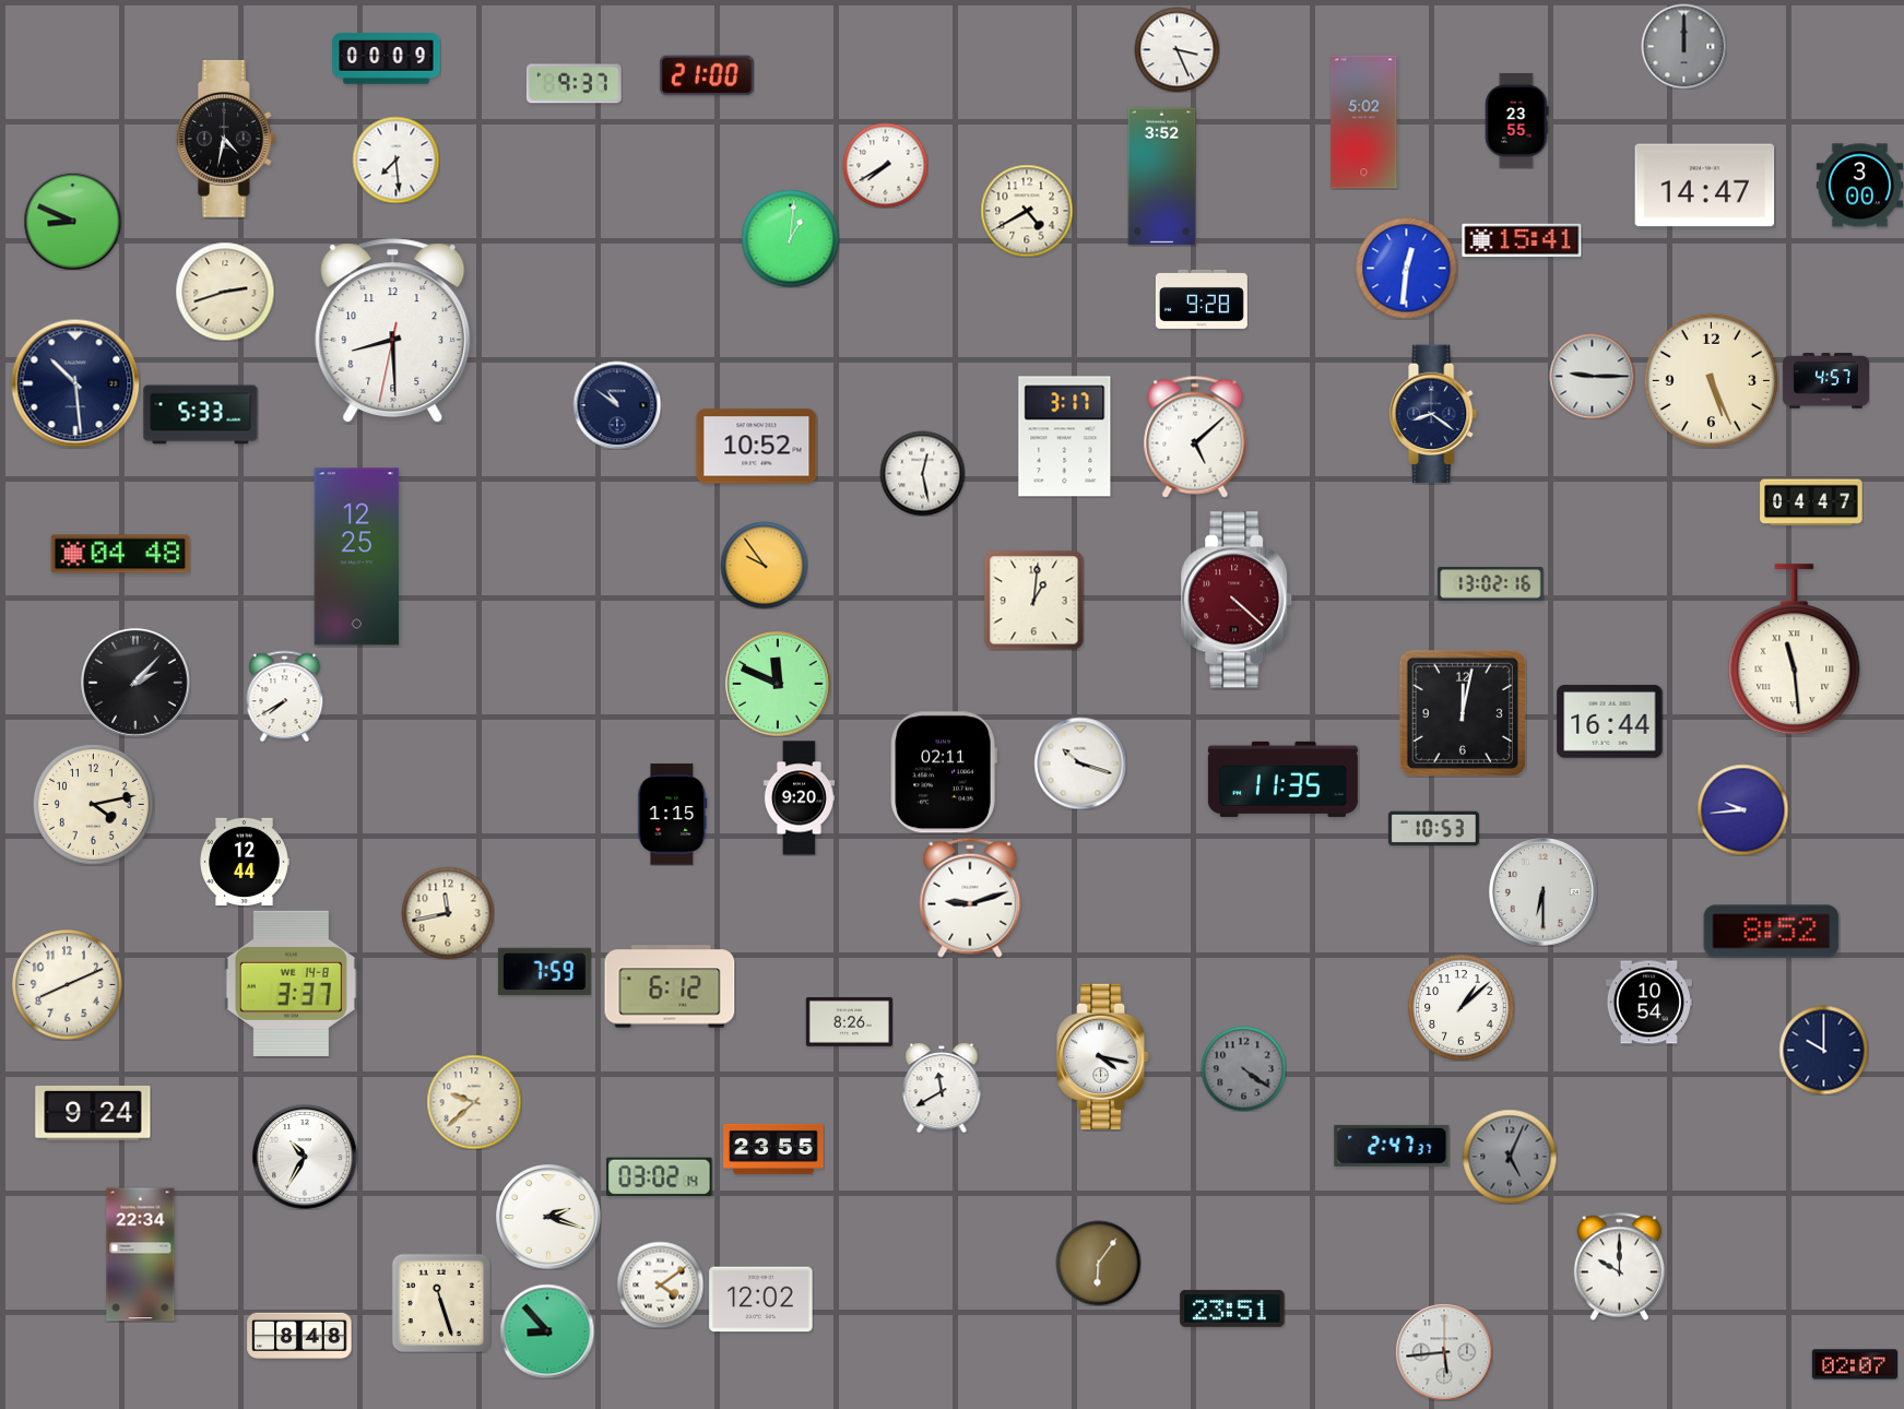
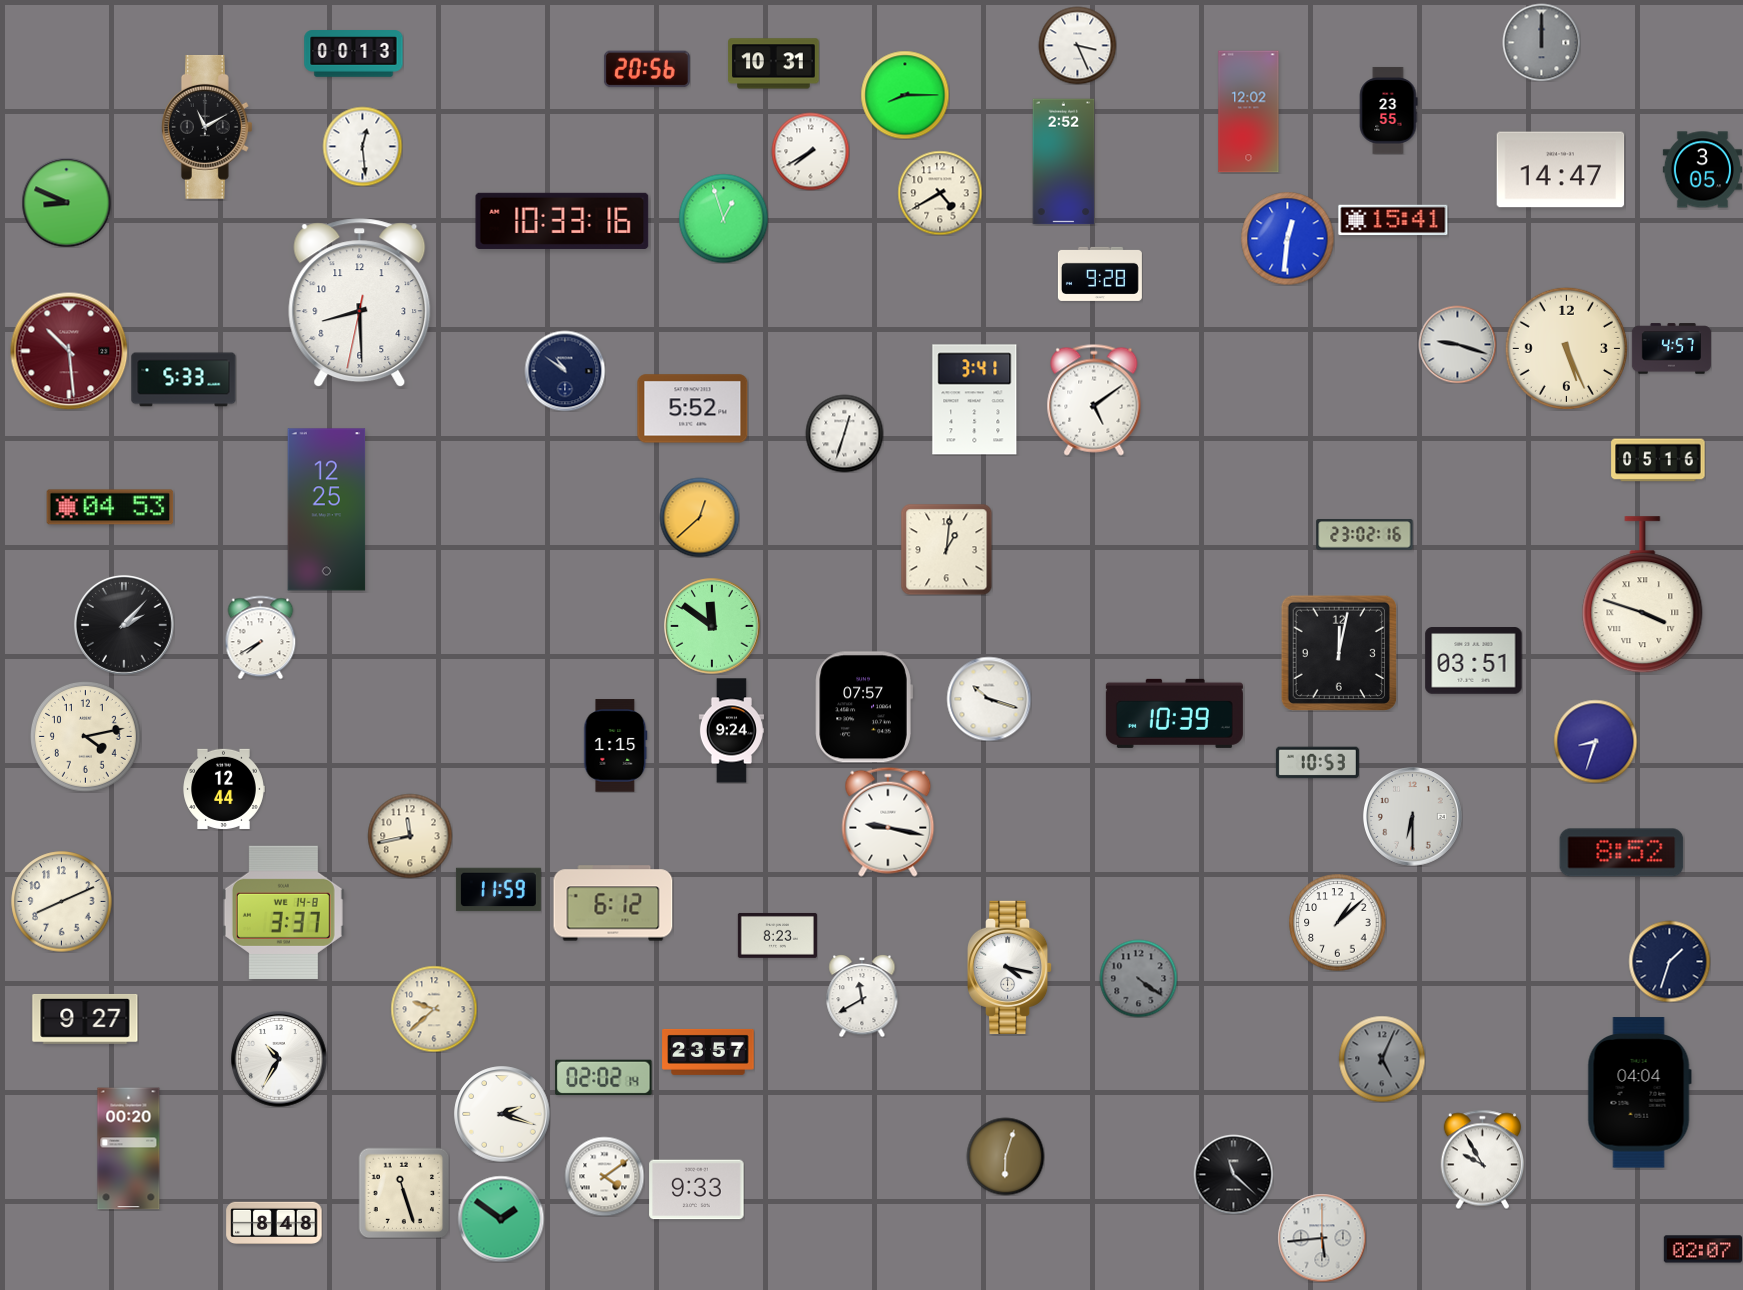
clock at (387, 59): 00:09 -> 00:13
clock at (774, 64): none -> 10:31
clock at (707, 75): 21:00 -> 20:56
clock at (573, 84): 9:37 -> none
clock at (905, 95): none -> 8:15
clock at (1364, 122): 5:02 -> 12:02
clock at (226, 139): 4:32 -> 11:10
clock at (395, 159): 7:29 -> 12:29
clock at (1162, 177): 3:52 -> 2:52
clock at (1859, 186): 3:00 -> 3:05
clock at (790, 238): 1:01 -> 12:57
clock at (562, 221): none -> 10:33
clock at (1406, 268) position: (1406, 268) -> (1287, 238)
clock at (225, 292): 2:42 -> none
clock at (1592, 376): 9:15 -> 9:18
clock at (75, 383) dial: navy -> burgundy
clock at (1434, 414): 8:21 -> none
clock at (1065, 437): 3:17 -> 3:41
clock at (1195, 437): 5:08 -> 5:09
clock at (757, 447): 10:52 -> 5:52
clock at (922, 473): 12:28 -> 12:33
clock at (1811, 502): 04:47 -> 05:16
clock at (120, 554): 04:48 -> 04:53
clock at (764, 565): 9:54 -> 12:38
clock at (1491, 584): 13:02 -> 23:02
clock at (1238, 600): 4:22 -> none
clock at (1795, 650): 11:29 -> 3:48
clock at (778, 684): 11:49 -> 11:51
clock at (1610, 722): 16:44 -> 03:51
clock at (944, 772): 02:11 -> 07:57
clock at (1282, 779): 11:35 -> 10:39
clock at (799, 798): 9:20 -> 9:24
clock at (1742, 809): 9:44 -> 8:33
clock at (1433, 829) position: (1433, 829) -> (1317, 763)
clock at (970, 898): 9:12 -> 9:17
clock at (544, 972): 7:59 -> 11:59
clock at (291, 983) position: (291, 983) -> (283, 912)
clock at (1648, 1003): 10:54 -> none
clock at (849, 1021): 8:26 -> 8:23
clock at (1823, 1050): 10:00 -> 1:33
clock at (93, 1113): 9:24 -> 9:27
clock at (1392, 1146): 2:47 -> none
clock at (773, 1149): 23:55 -> 23:57
clock at (660, 1177): 03:02 -> 02:02
clock at (1639, 1093): none -> 04:04
clock at (141, 1255): 22:34 -> 00:20
clock at (1098, 1263): 6:06 -> 6:03
clock at (1619, 1266): 10:00 -> 9:55
clock at (1233, 1174): none -> 11:22
clock at (761, 1300): 12:02 -> 9:33
clock at (1232, 1309): 23:51 -> none
clock at (547, 1331): 8:53 -> 1:51
clock at (1854, 1364) position: (1854, 1364) -> (1702, 1249)
